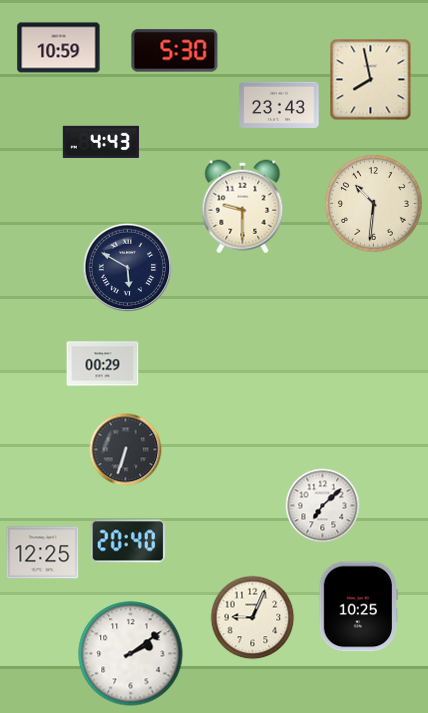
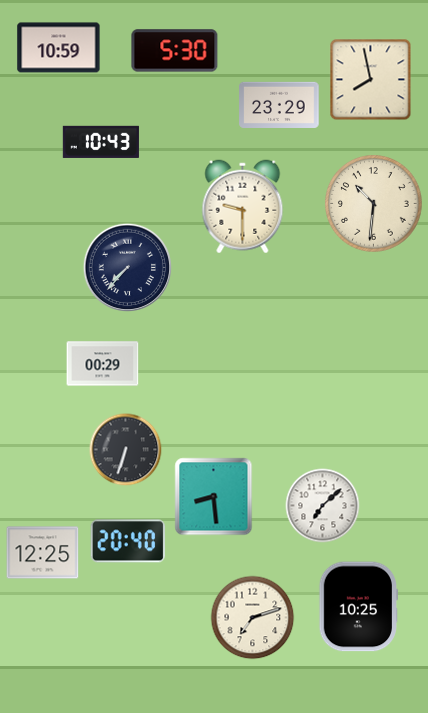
clock at (279, 105): 23:43 -> 23:29
clock at (101, 142): 4:43 -> 10:43
clock at (127, 267): 5:50 -> 7:37
clock at (214, 497): none -> 8:29
clock at (253, 618): 9:04 -> 7:12
clock at (131, 654): 2:09 -> none
